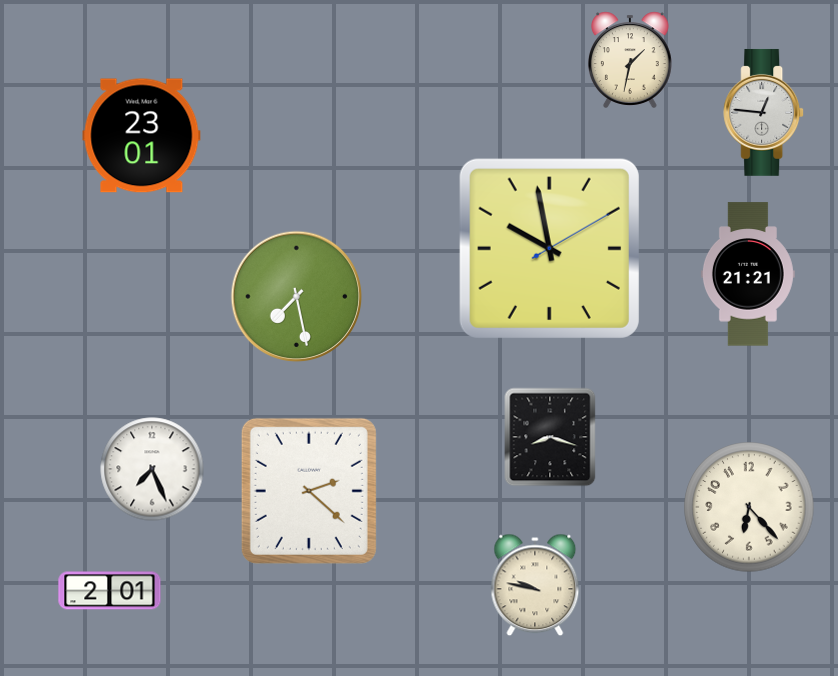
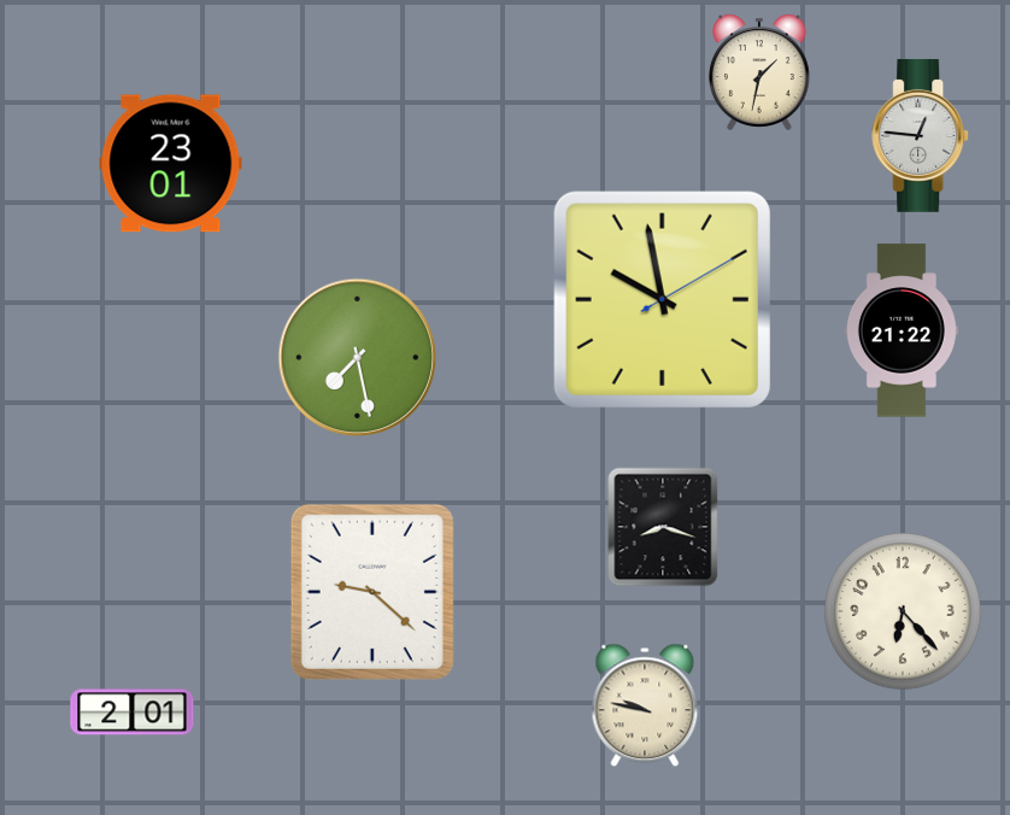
clock at (748, 274): 21:21 -> 21:22
clock at (152, 469): 7:26 -> none
clock at (309, 491): 2:22 -> 9:22
